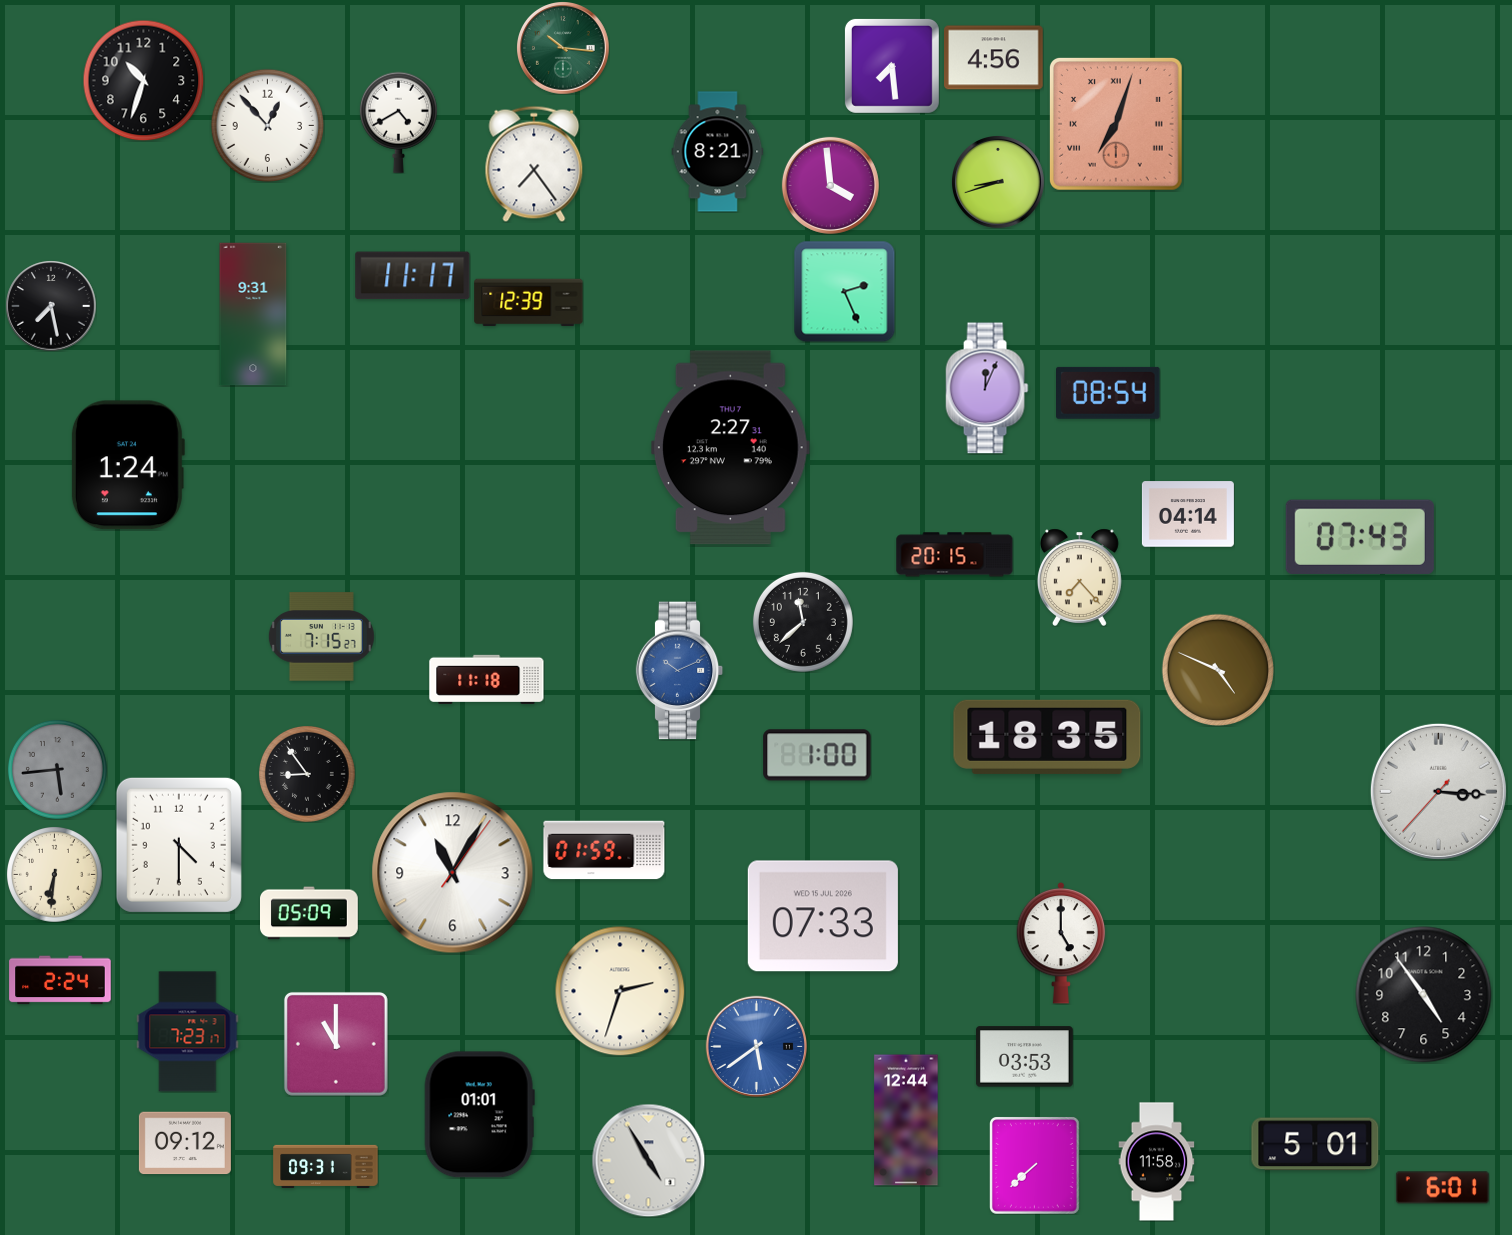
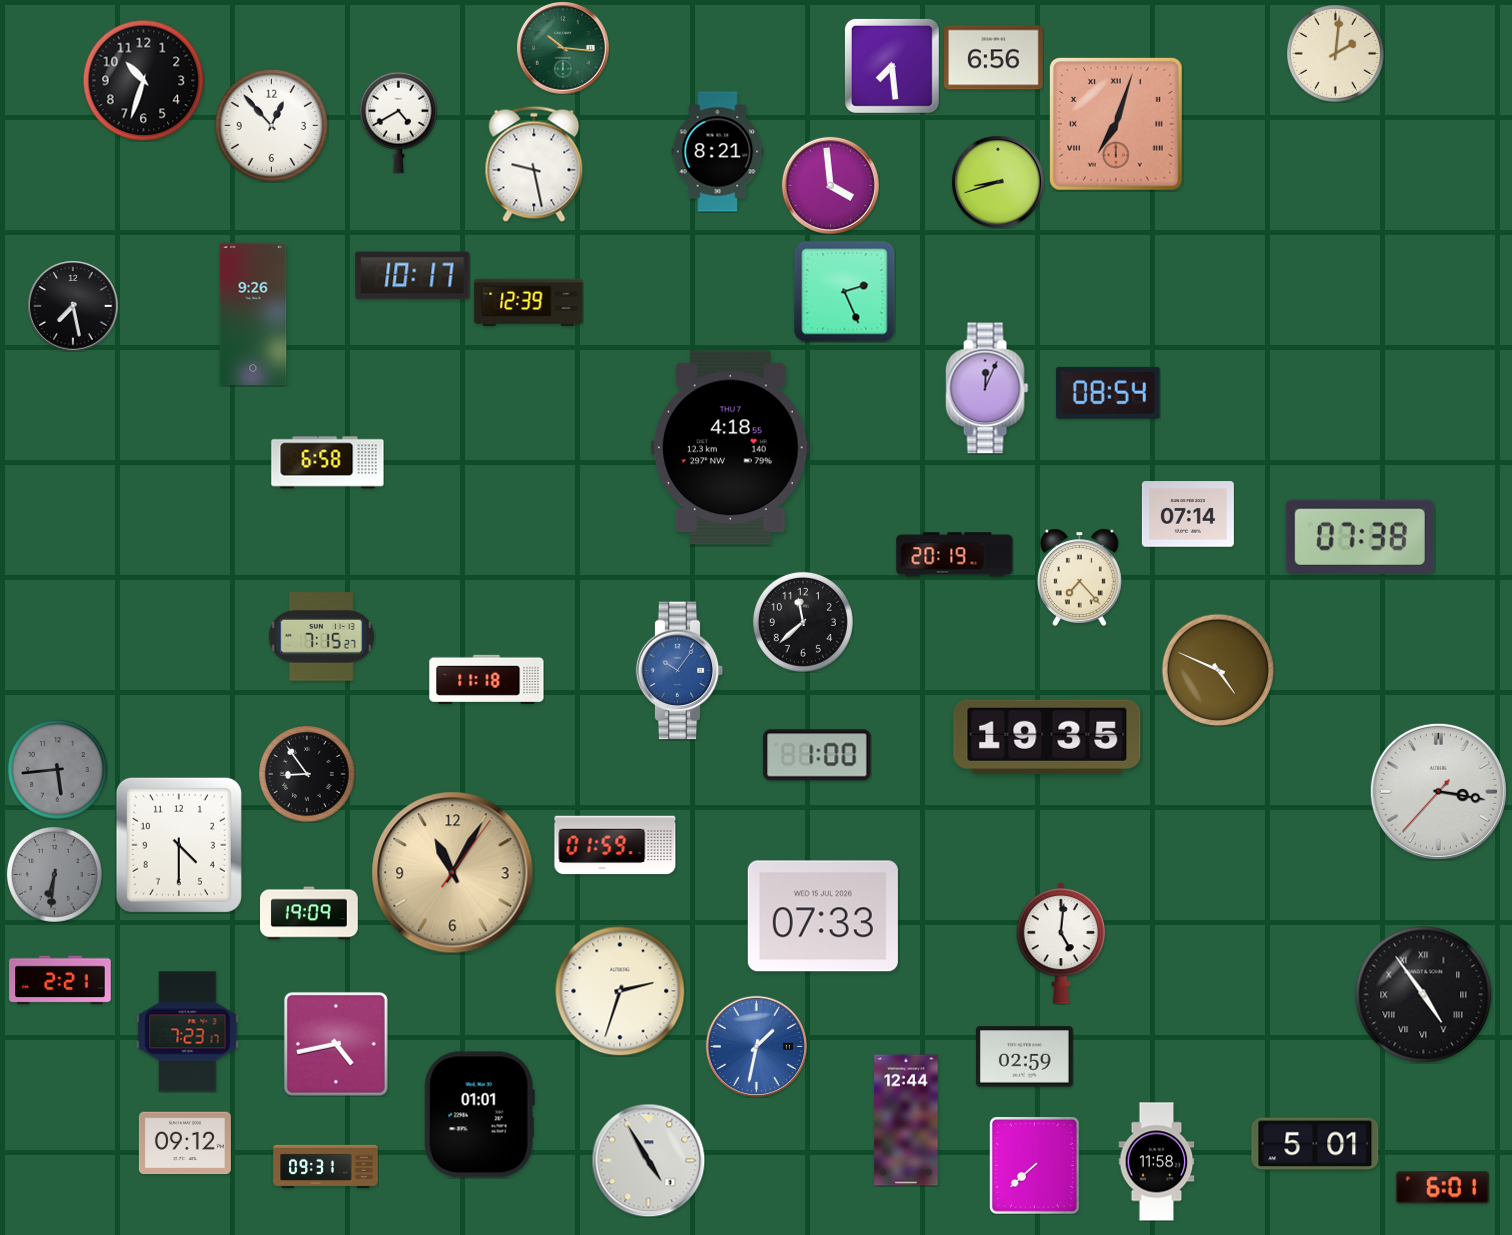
clock at (1335, 53): none -> 2:01
clock at (994, 58): 4:56 -> 6:56
clock at (267, 125) position: (267, 125) -> (271, 125)
clock at (534, 164): 7:24 -> 9:28
clock at (413, 276): 11:17 -> 10:17
clock at (51, 306) position: (51, 306) -> (73, 306)
clock at (253, 314): 9:31 -> 9:26
clock at (730, 448): 2:27 -> 4:18
clock at (328, 463): none -> 6:58
clock at (127, 465): 1:24 -> none
clock at (1188, 514): 04:14 -> 07:14
clock at (1360, 537): 07:43 -> 07:38
clock at (955, 555): 20:15 -> 20:19
clock at (680, 671): 10:11 -> 10:06
clock at (1047, 737): 18:35 -> 19:35
clock at (1438, 791): 3:15 -> 3:16
clock at (604, 850) position: (604, 850) -> (615, 845)
clock at (453, 873) dial: white -> champagne
clock at (55, 875) dial: cream -> grey
clock at (310, 913): 05:09 -> 19:09
clock at (1061, 943): 5:00 -> 5:01
clock at (60, 980): 2:24 -> 2:21
clock at (1424, 995) numerals: Arabic -> Roman
clock at (336, 1044): 11:00 -> 4:43
clock at (756, 1046): 5:39 -> 1:32
clock at (1024, 1057): 03:53 -> 02:59
